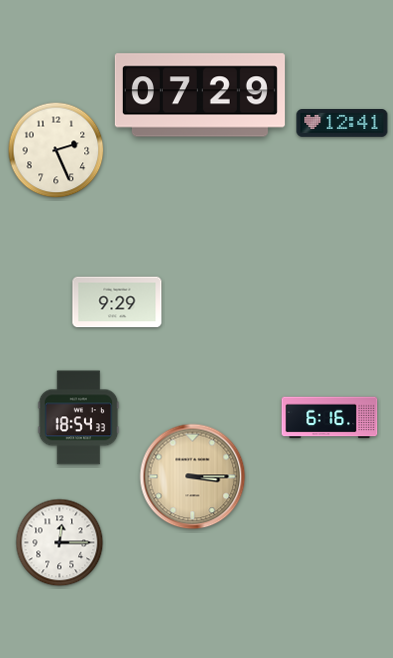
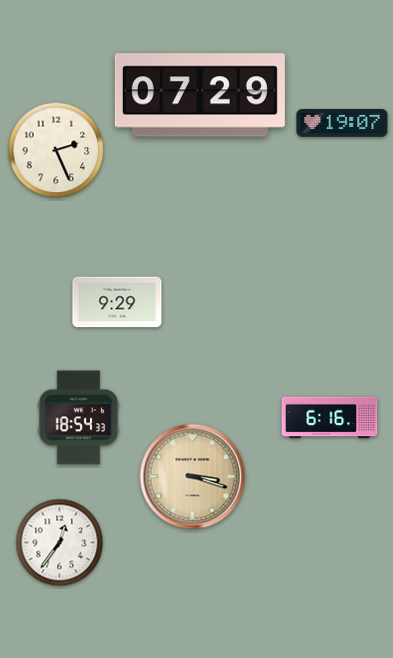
clock at (342, 123): 12:41 -> 19:07
clock at (193, 477): 3:15 -> 3:18
clock at (60, 543): 12:15 -> 12:36
